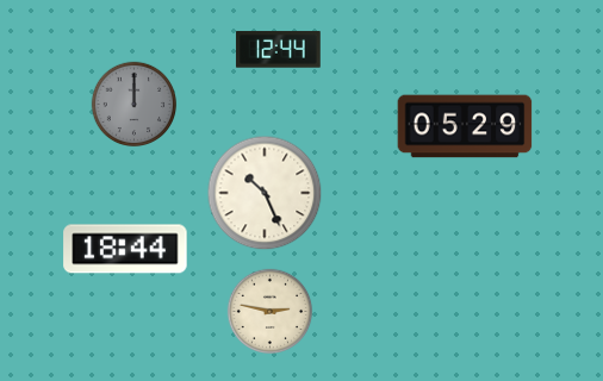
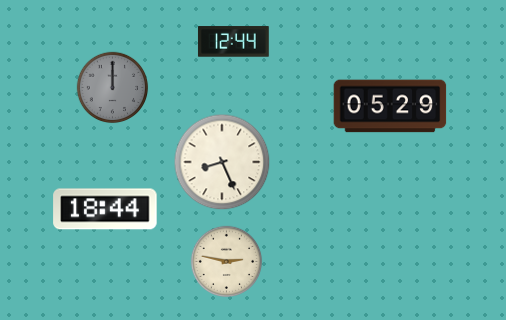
clock at (265, 193): 10:26 -> 8:26
